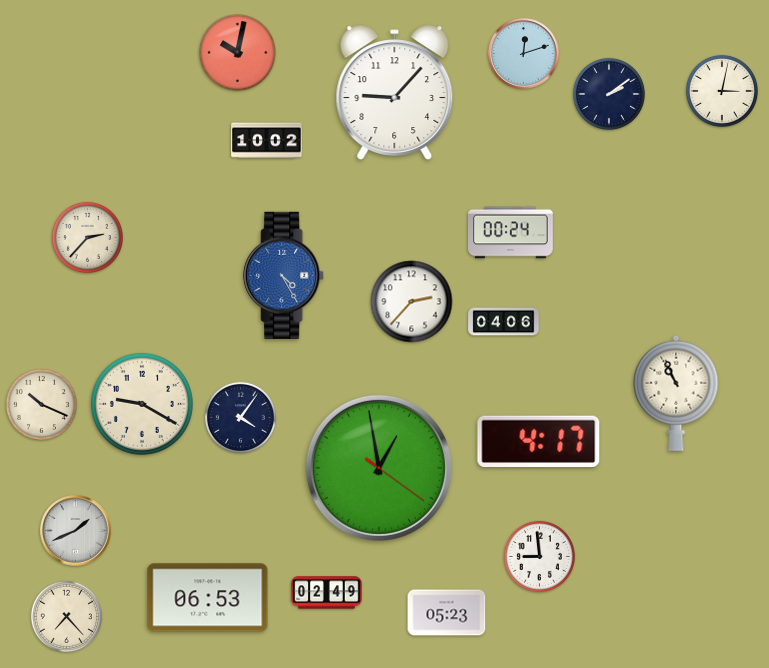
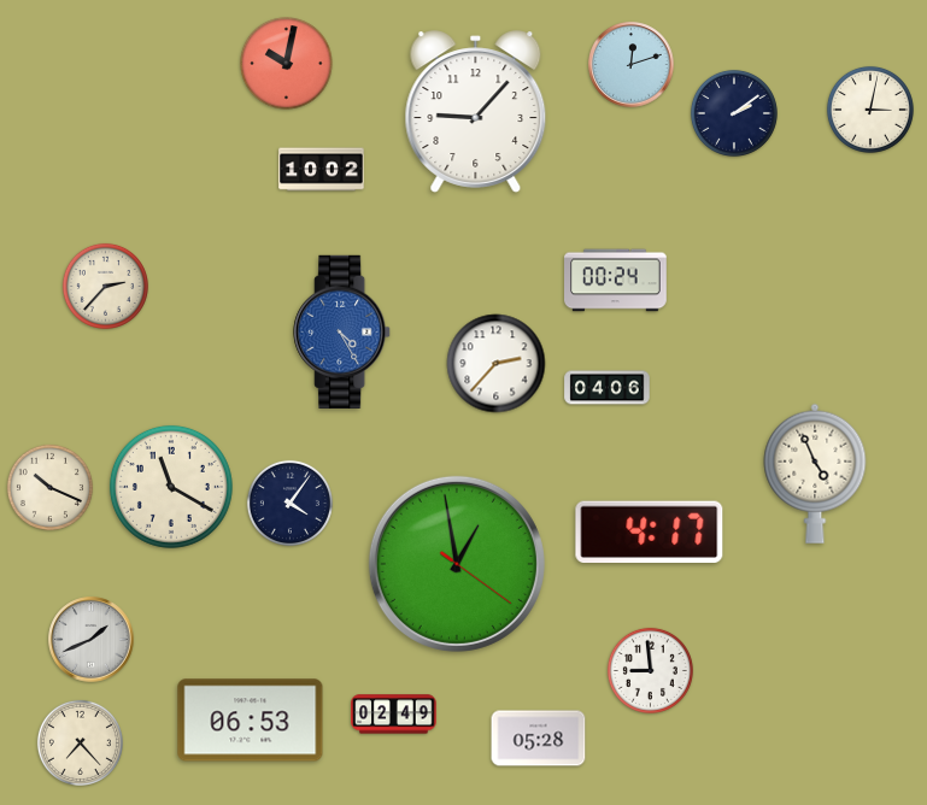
clock at (676, 393): 10:56 -> 4:56
clock at (142, 404): 9:20 -> 11:20
clock at (447, 613): 05:23 -> 05:28
